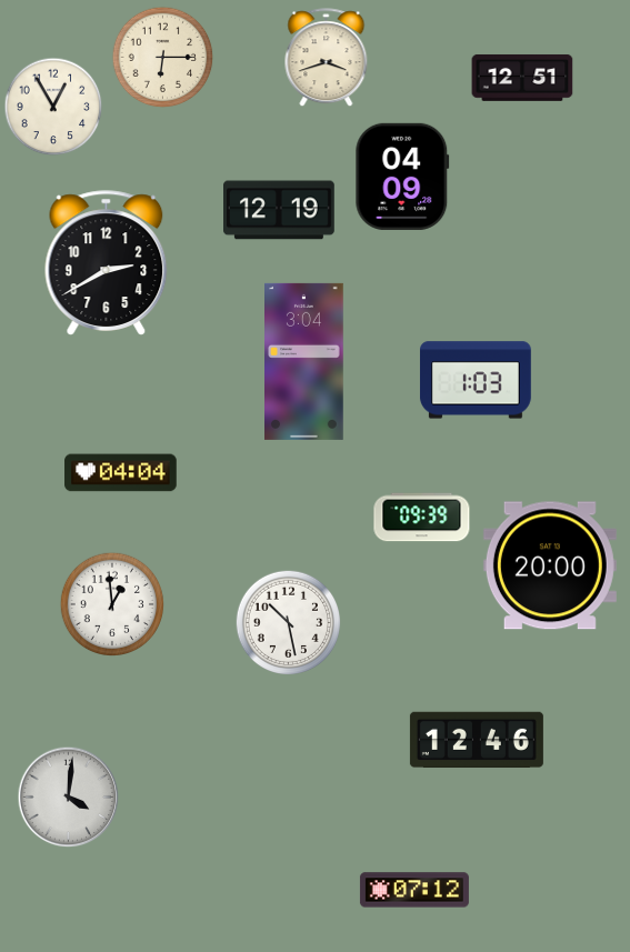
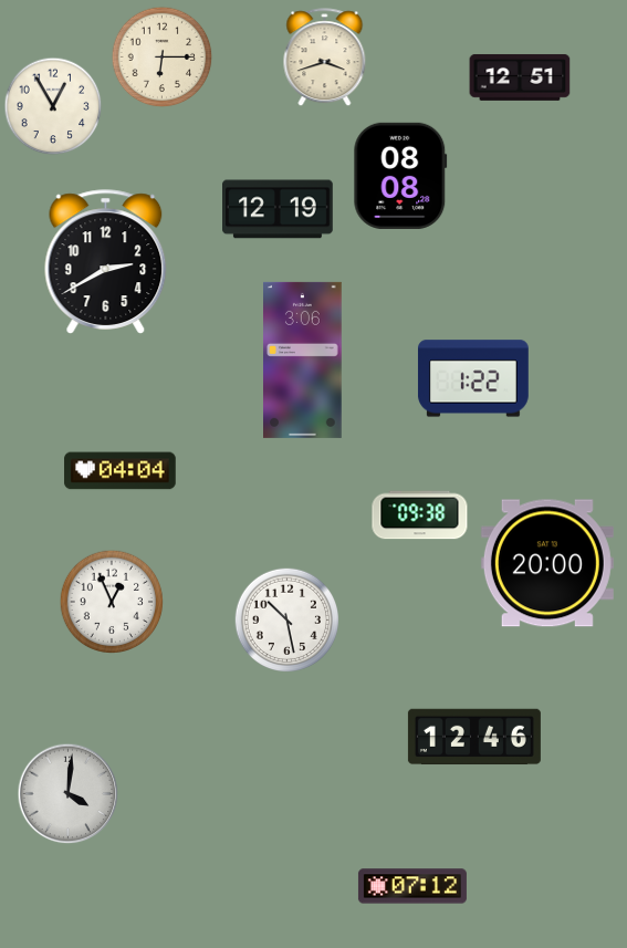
clock at (402, 177): 04:09 -> 08:08
clock at (304, 361): 3:04 -> 3:06
clock at (476, 380): 1:03 -> 1:22
clock at (422, 518): 09:39 -> 09:38
clock at (112, 604): 12:59 -> 12:56
